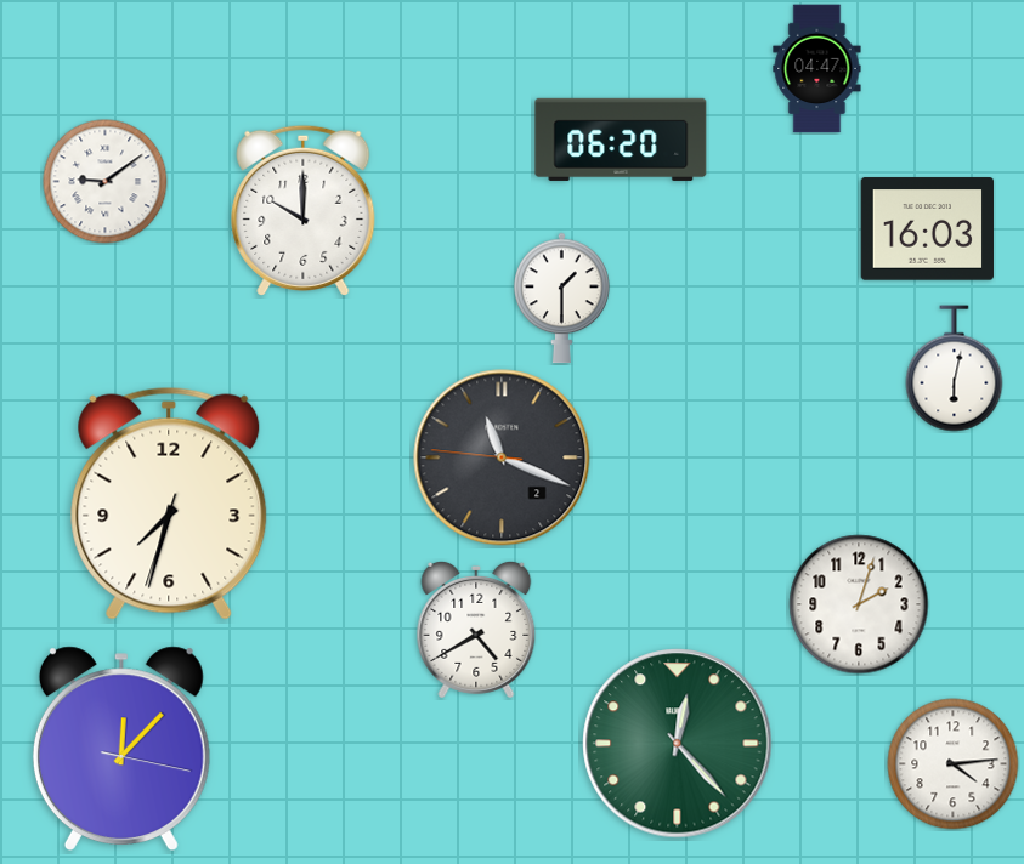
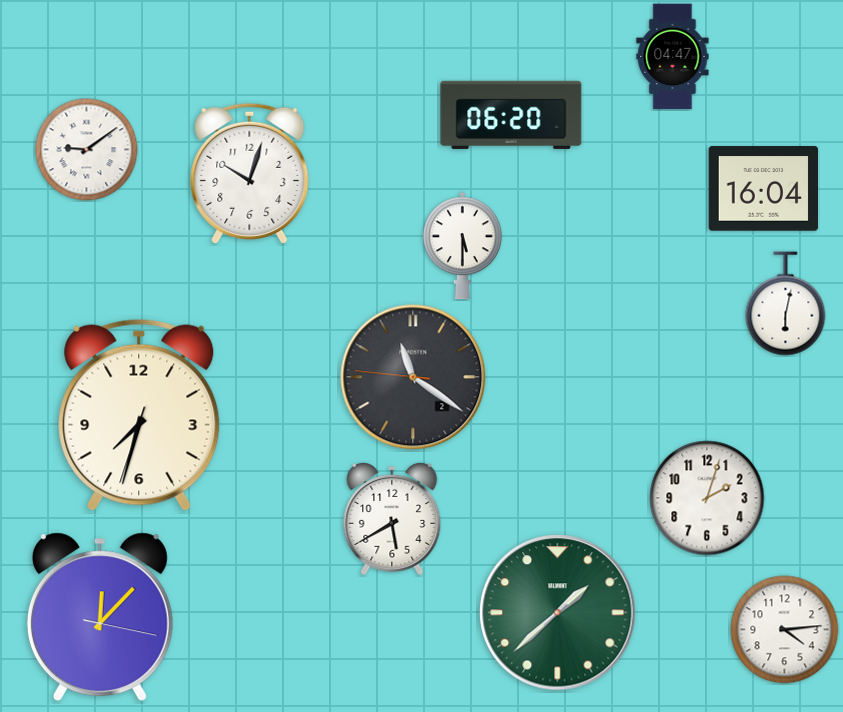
clock at (304, 210): 10:00 -> 10:03
clock at (927, 229): 16:03 -> 16:04
clock at (562, 299): 1:30 -> 5:30
clock at (502, 457): 11:18 -> 11:20
clock at (476, 630): 4:40 -> 5:40
clock at (678, 744): 12:23 -> 1:38
